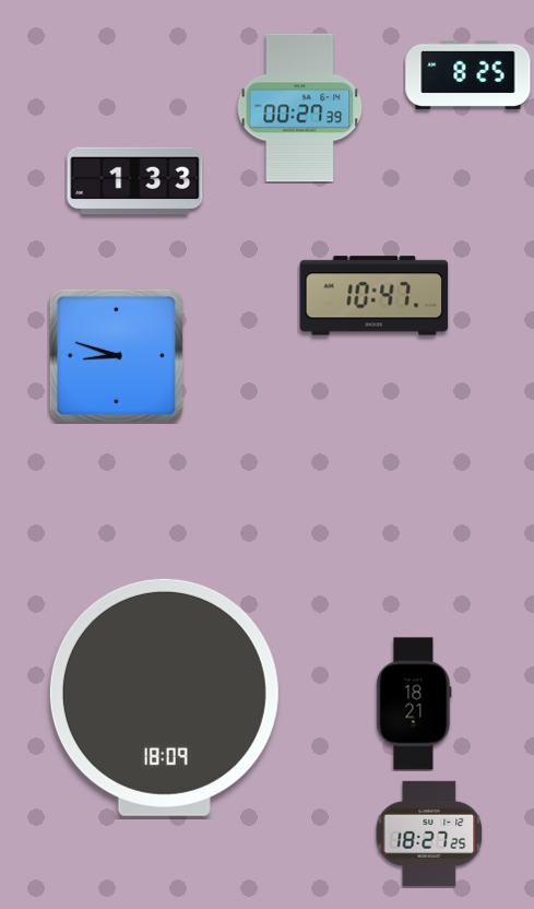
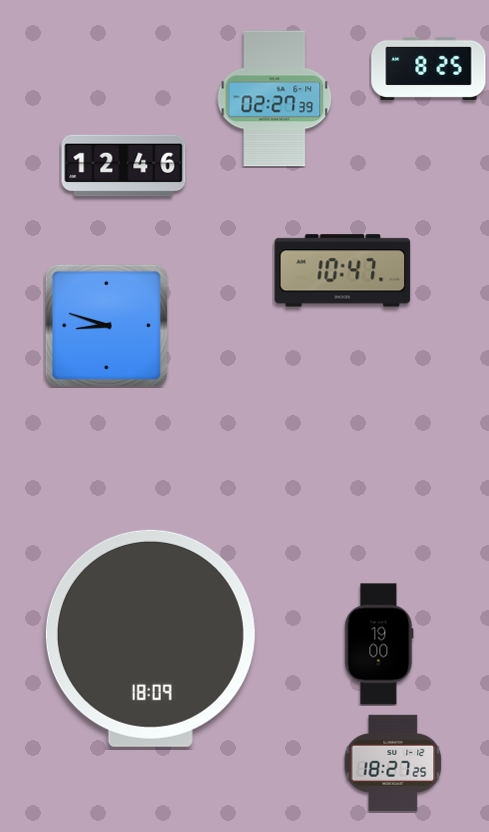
clock at (300, 108): 00:27 -> 02:27
clock at (135, 181): 1:33 -> 12:46
clock at (414, 704): 18:21 -> 19:00
